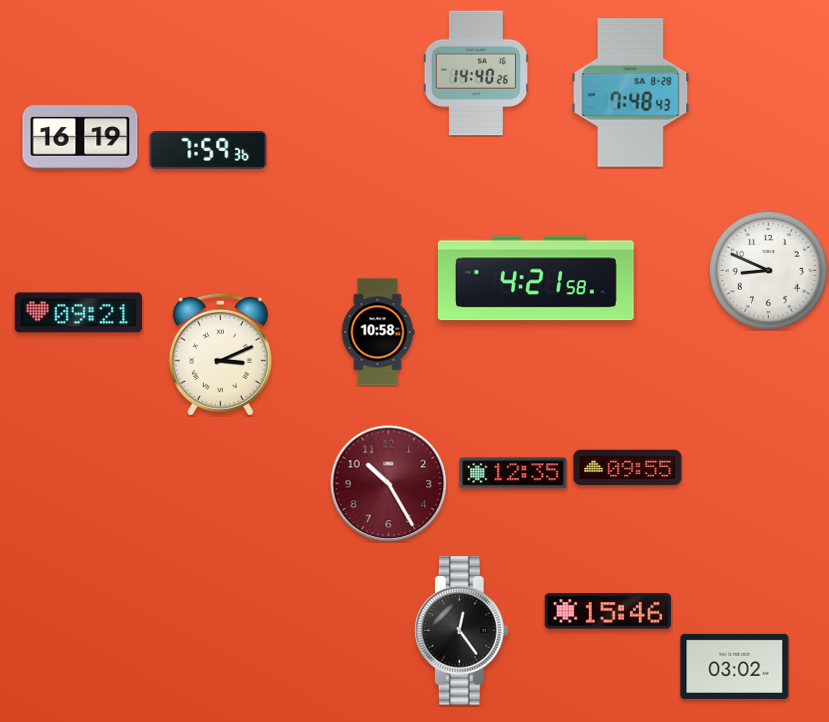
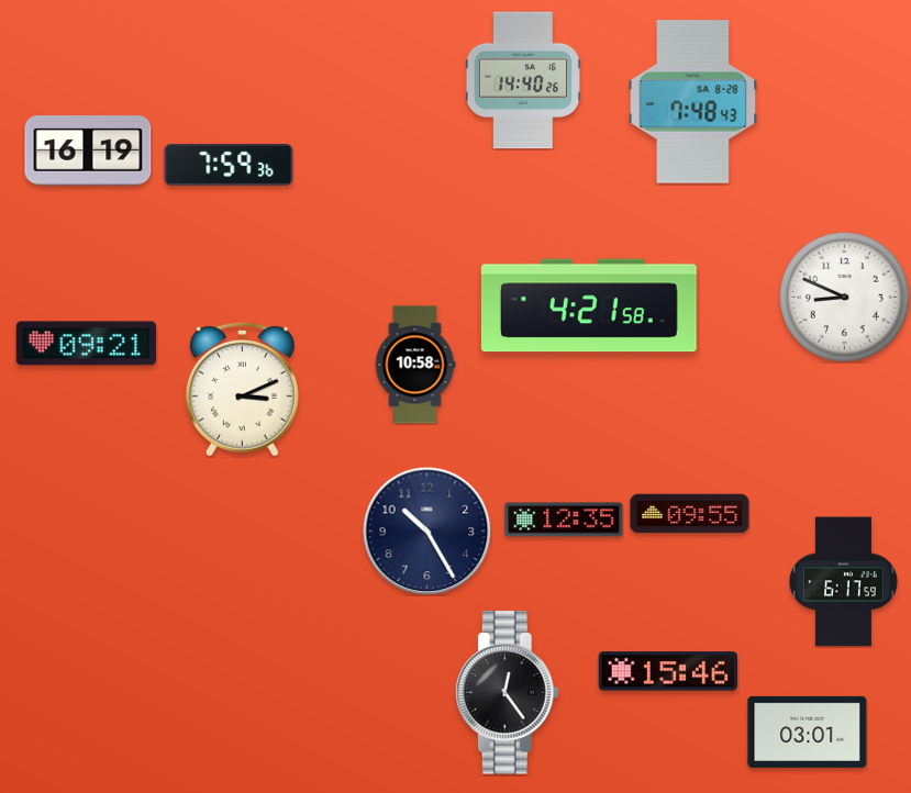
clock at (388, 483) dial: burgundy -> navy
clock at (843, 582): none -> 6:17
clock at (735, 666): 03:02 -> 03:01
